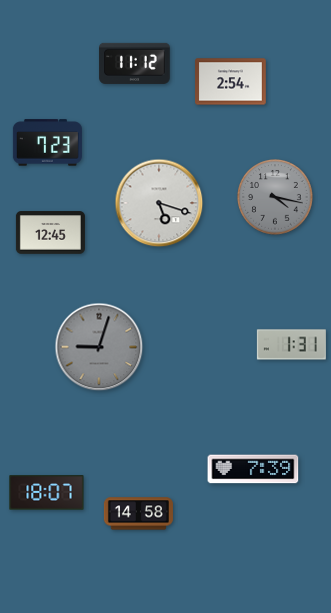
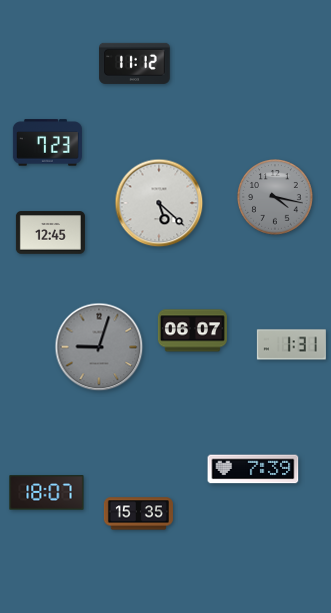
clock at (231, 82): 2:54 -> none
clock at (159, 203): 5:18 -> 5:22
clock at (192, 331): none -> 06:07
clock at (138, 514): 14:58 -> 15:35
